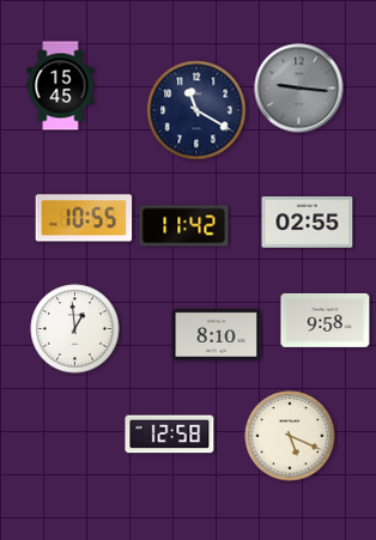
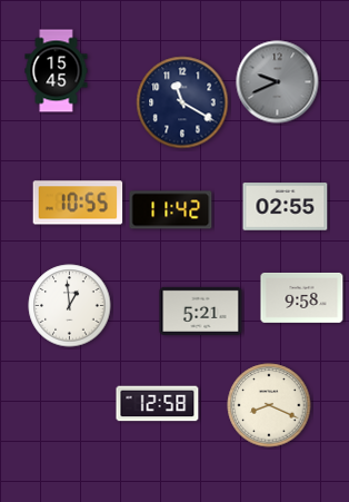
clock at (61, 86) position: (61, 86) -> (57, 71)
clock at (299, 89): 9:16 -> 9:41
clock at (217, 334): 8:10 -> 5:21
clock at (290, 436): 5:19 -> 8:19
